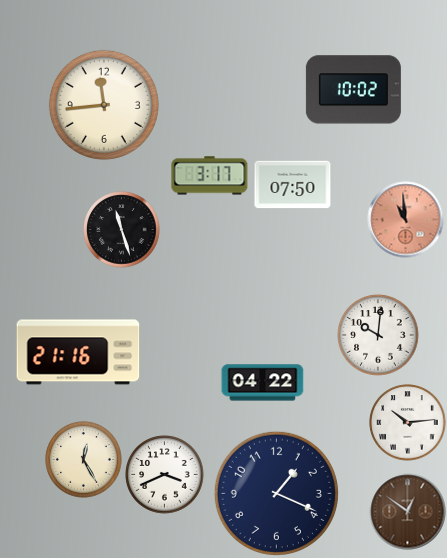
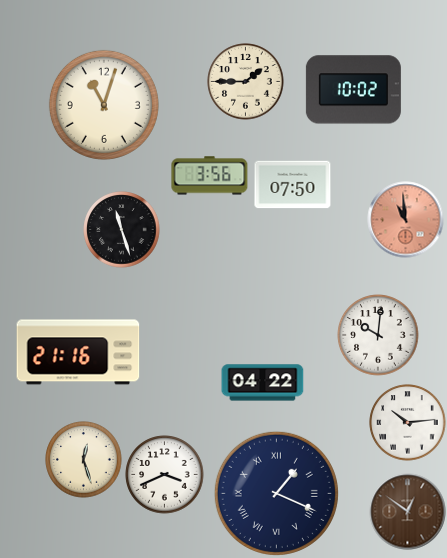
clock at (246, 82): none -> 1:45
clock at (104, 105): 11:44 -> 11:03
clock at (210, 176): 3:17 -> 3:56
clock at (84, 460): 12:25 -> 12:27
clock at (276, 493) numerals: Arabic -> Roman
